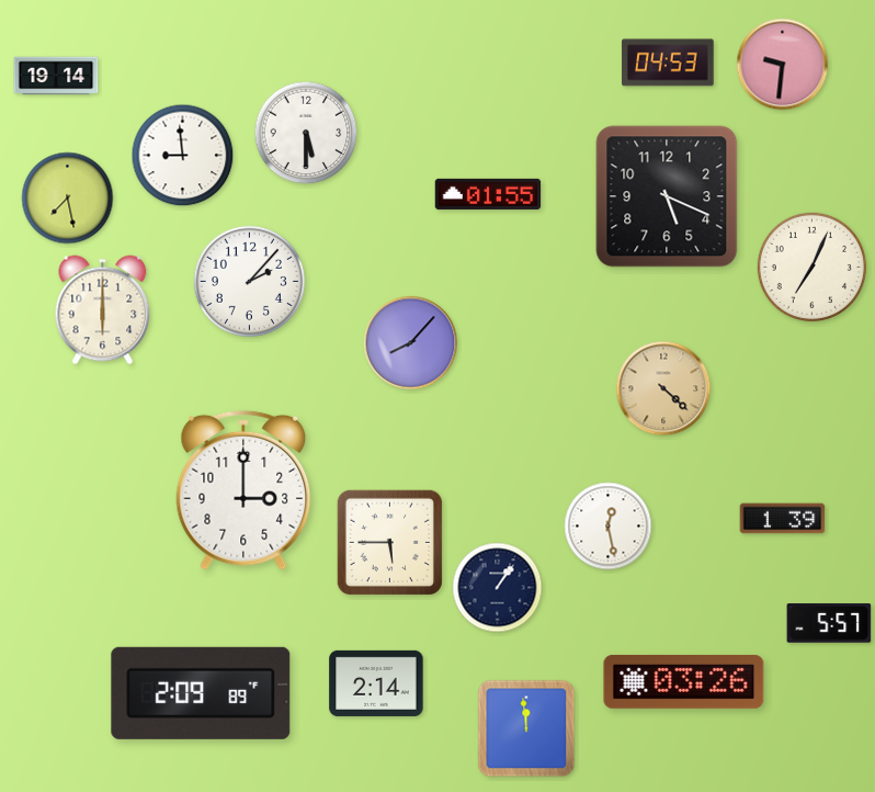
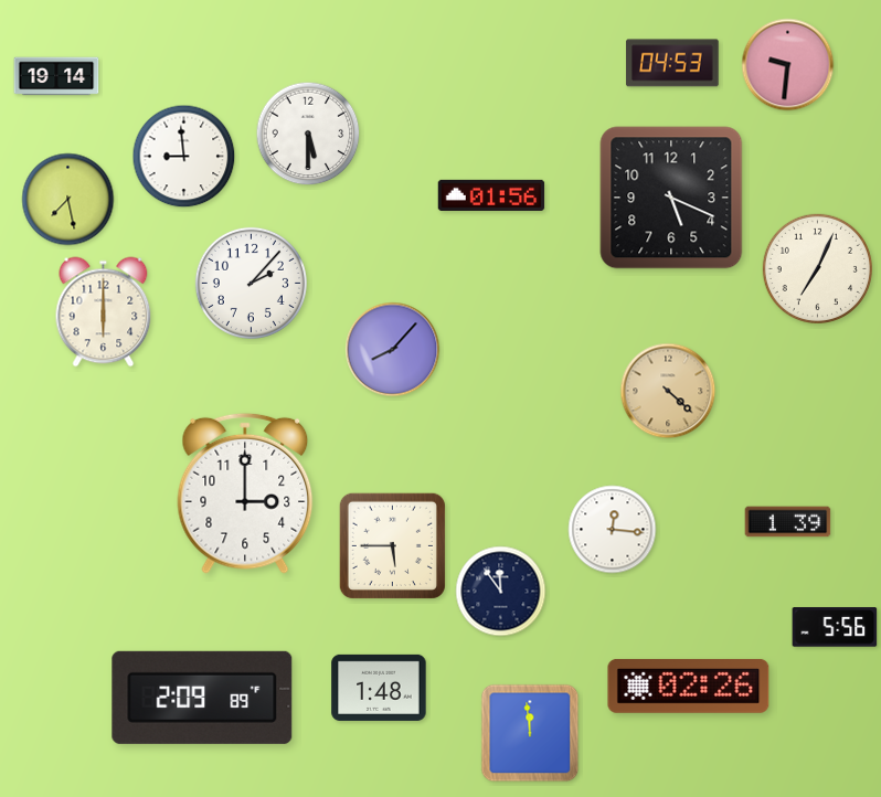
clock at (488, 194): 01:55 -> 01:56
clock at (411, 343) position: (411, 343) -> (393, 350)
clock at (609, 527): 12:28 -> 12:16
clock at (498, 588): 1:06 -> 11:54
clock at (829, 623): 5:57 -> 5:56
clock at (684, 681): 03:26 -> 02:26
clock at (376, 683): 2:14 -> 1:48
